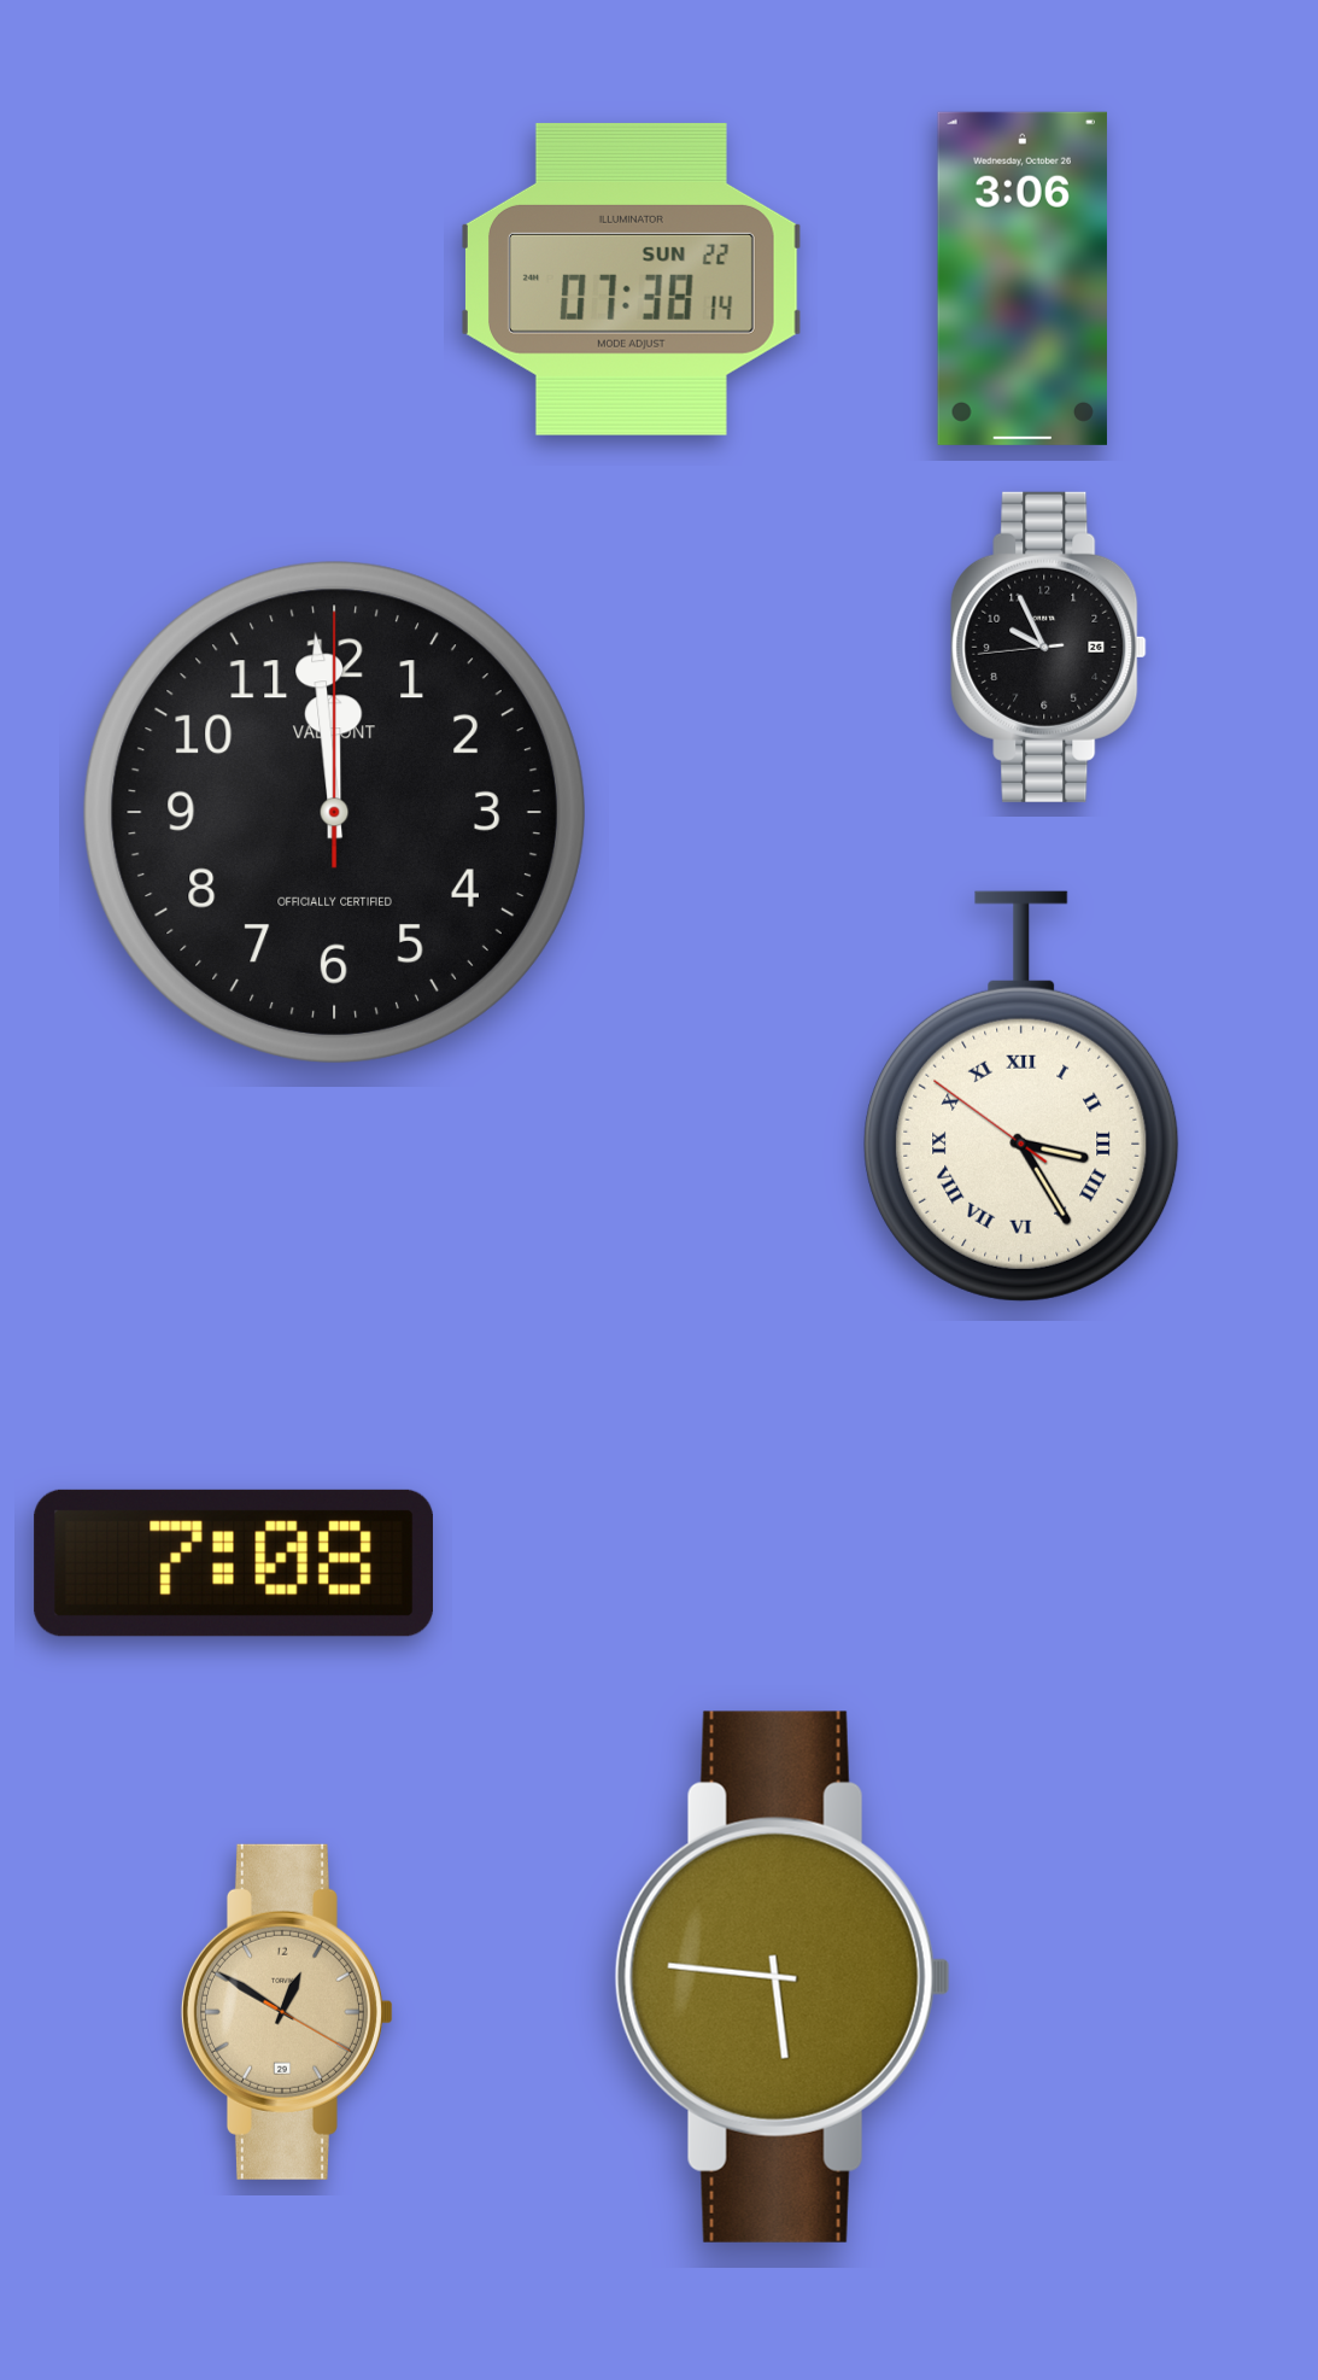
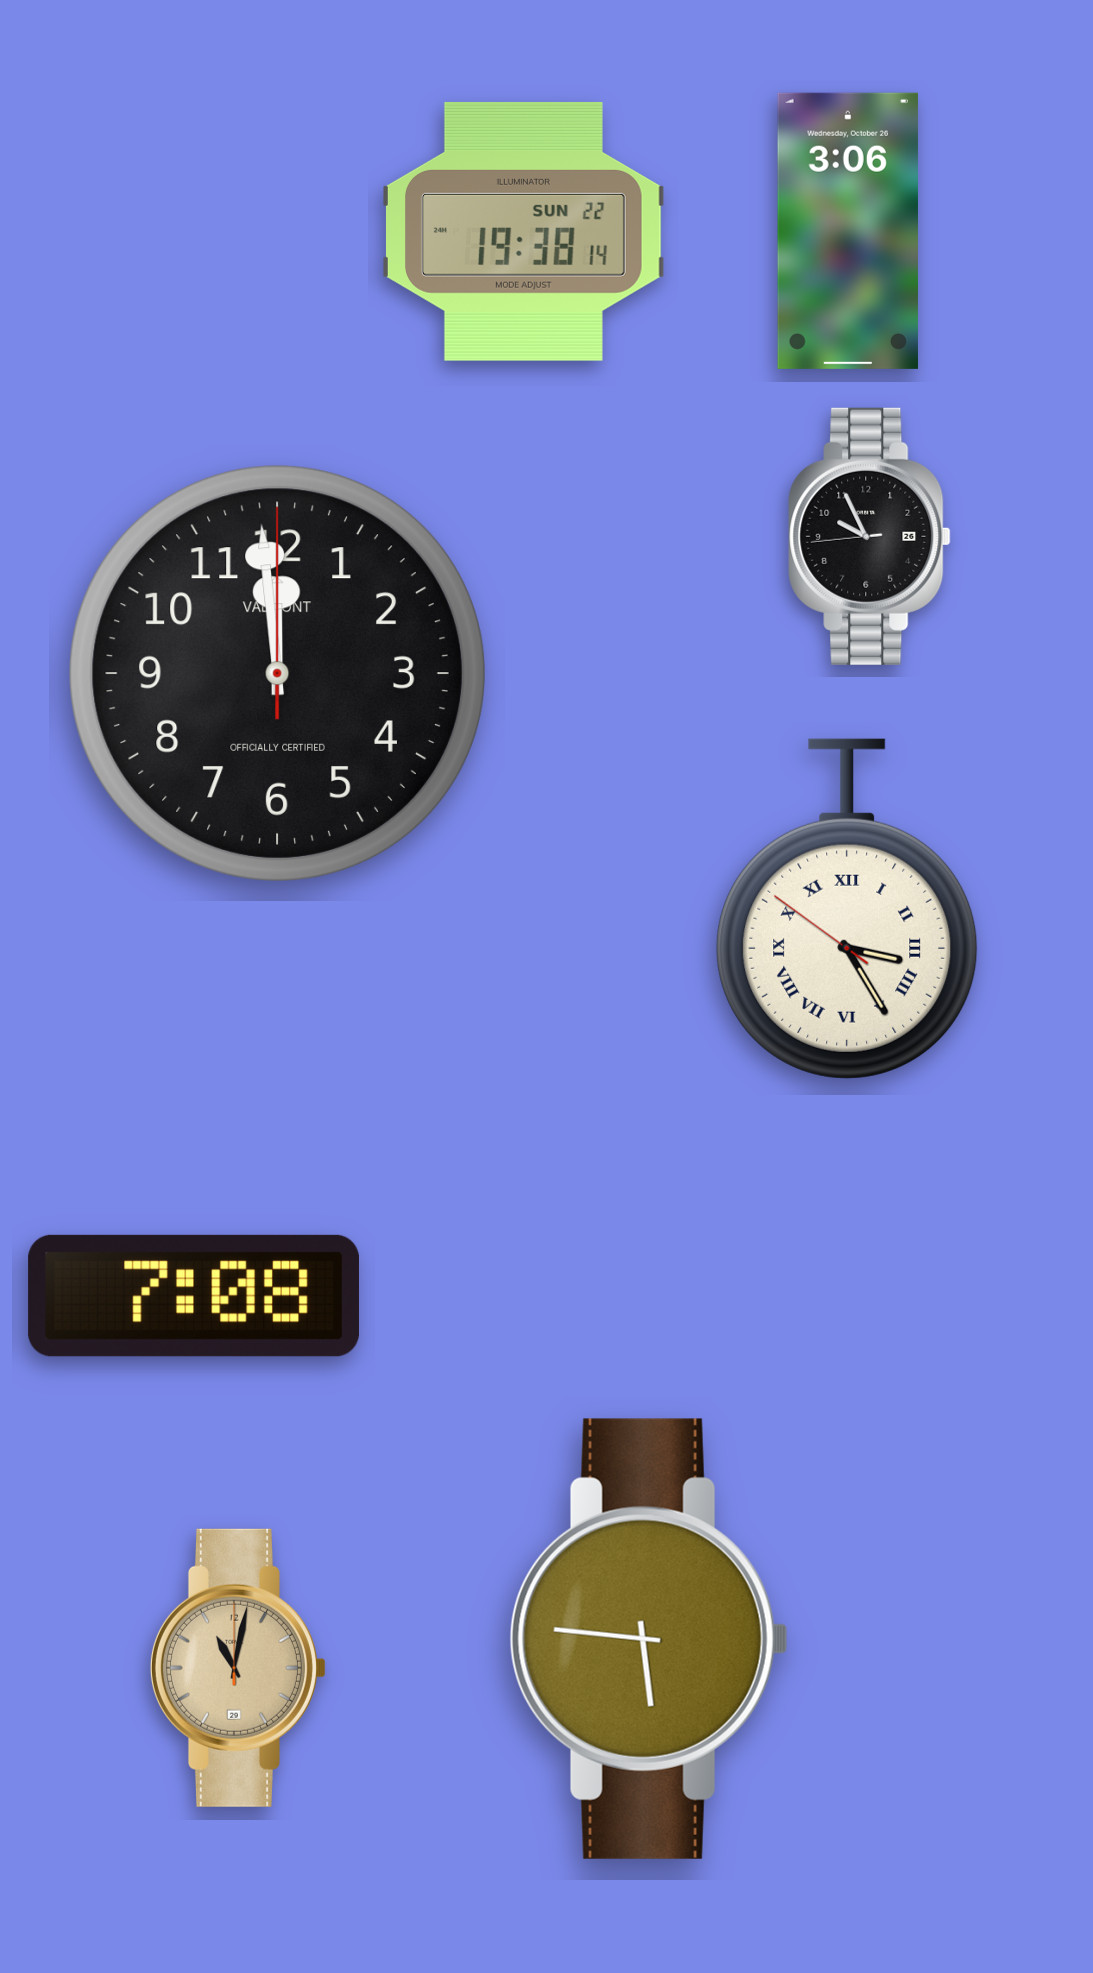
clock at (631, 279): 07:38 -> 19:38
clock at (287, 2012): 12:50 -> 11:02
